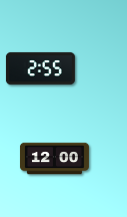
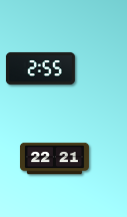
clock at (54, 159): 12:00 -> 22:21
